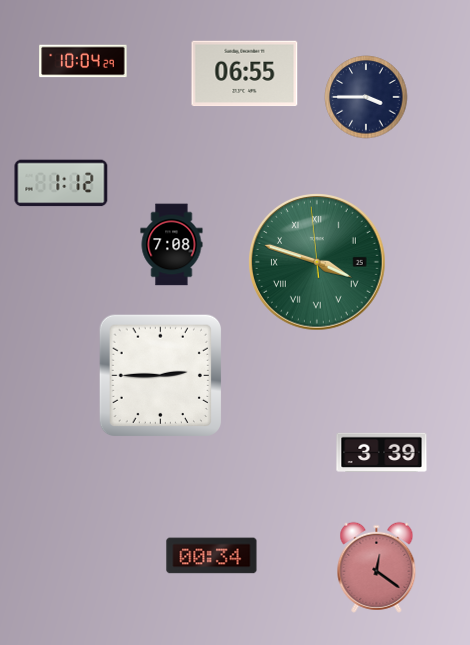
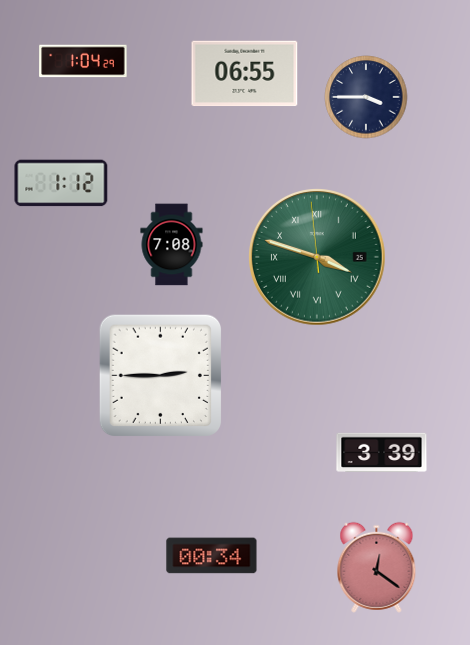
clock at (83, 61): 10:04 -> 1:04
clock at (318, 263) position: (318, 263) -> (318, 258)
